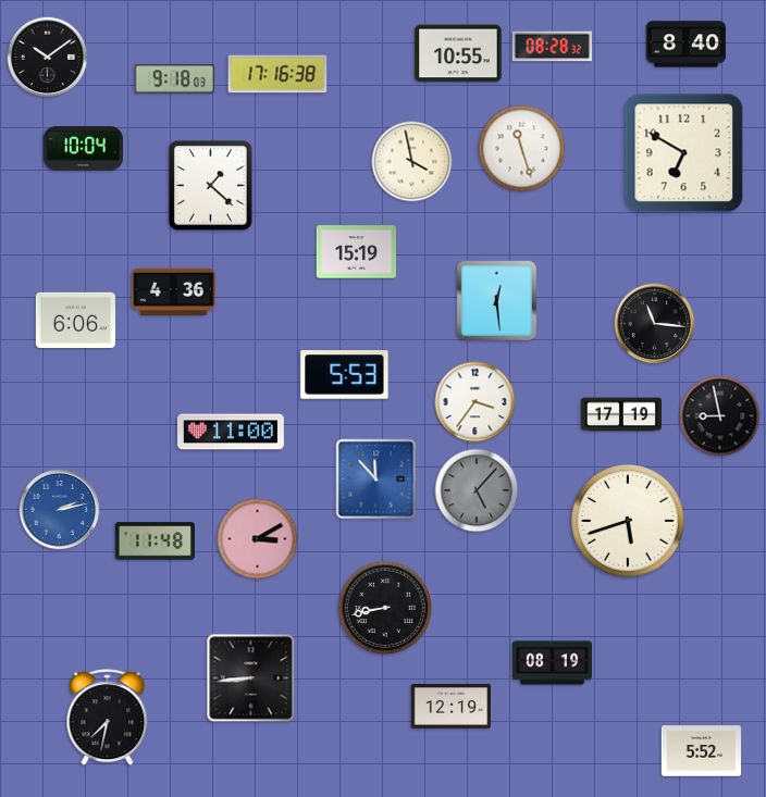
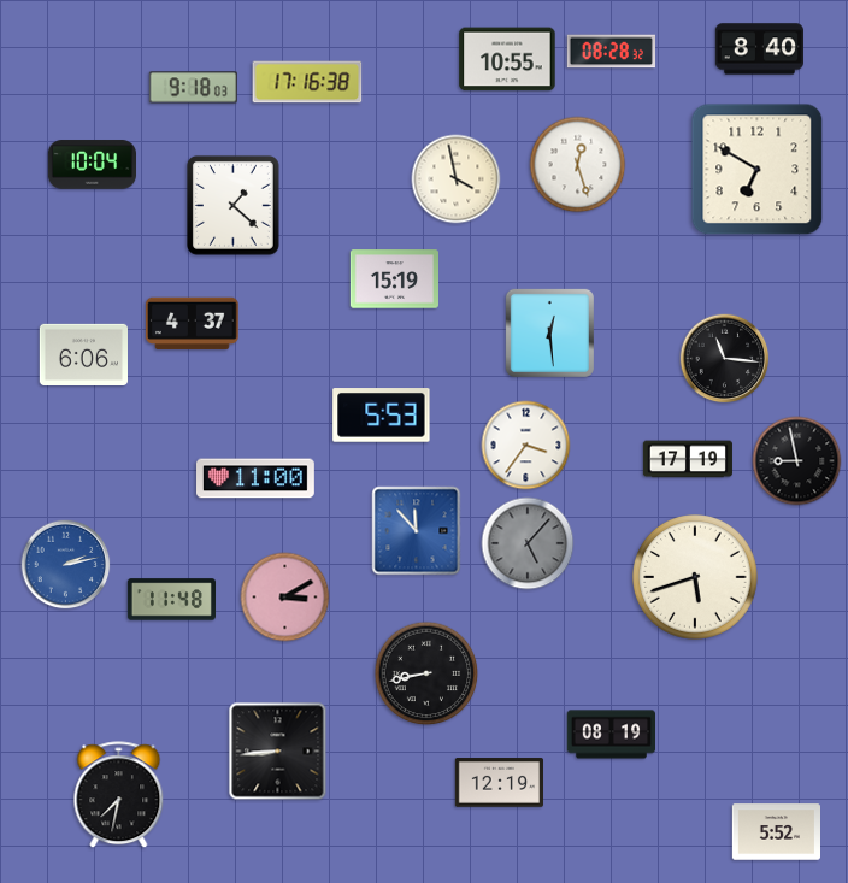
clock at (48, 58): 10:09 -> none
clock at (522, 149): 11:27 -> 12:27
clock at (174, 292): 4:36 -> 4:37
